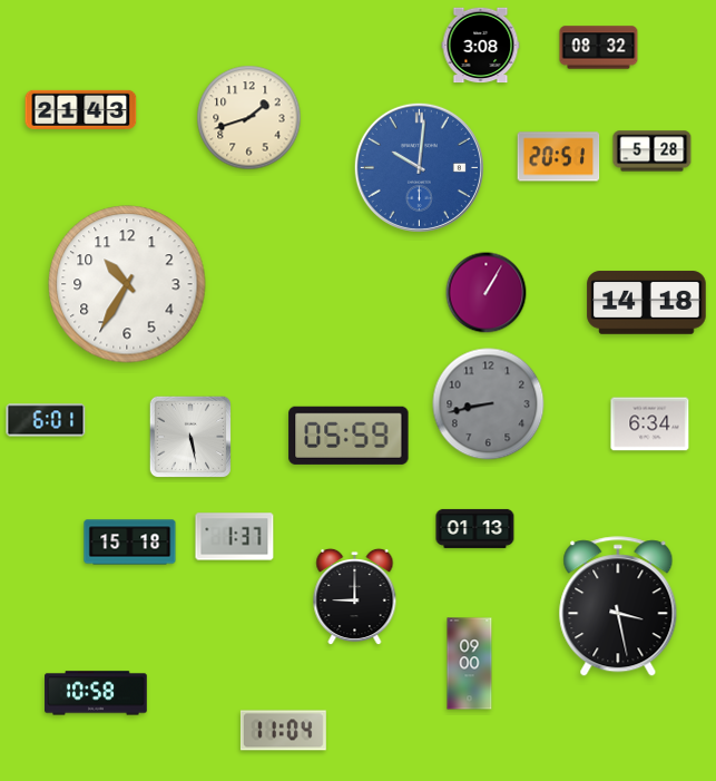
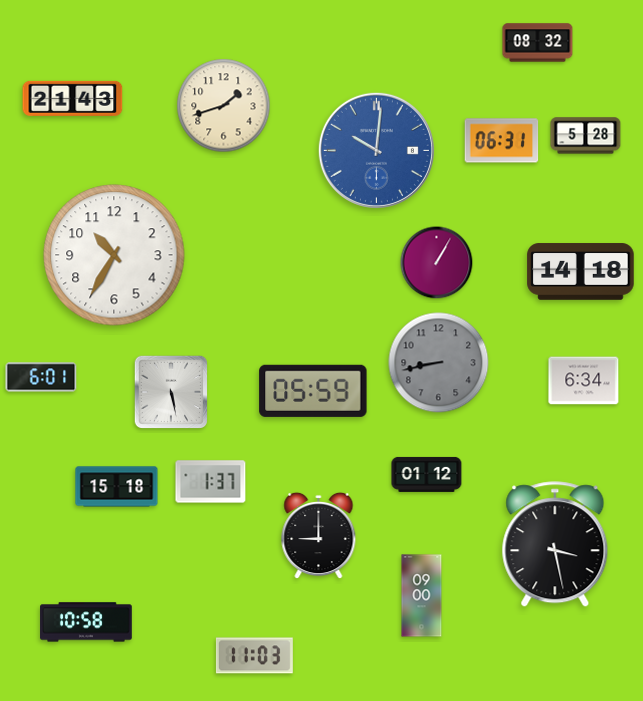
clock at (481, 46): 3:08 -> none
clock at (559, 157): 20:51 -> 06:31
clock at (475, 528): 01:13 -> 01:12
clock at (283, 731): 11:04 -> 11:03
